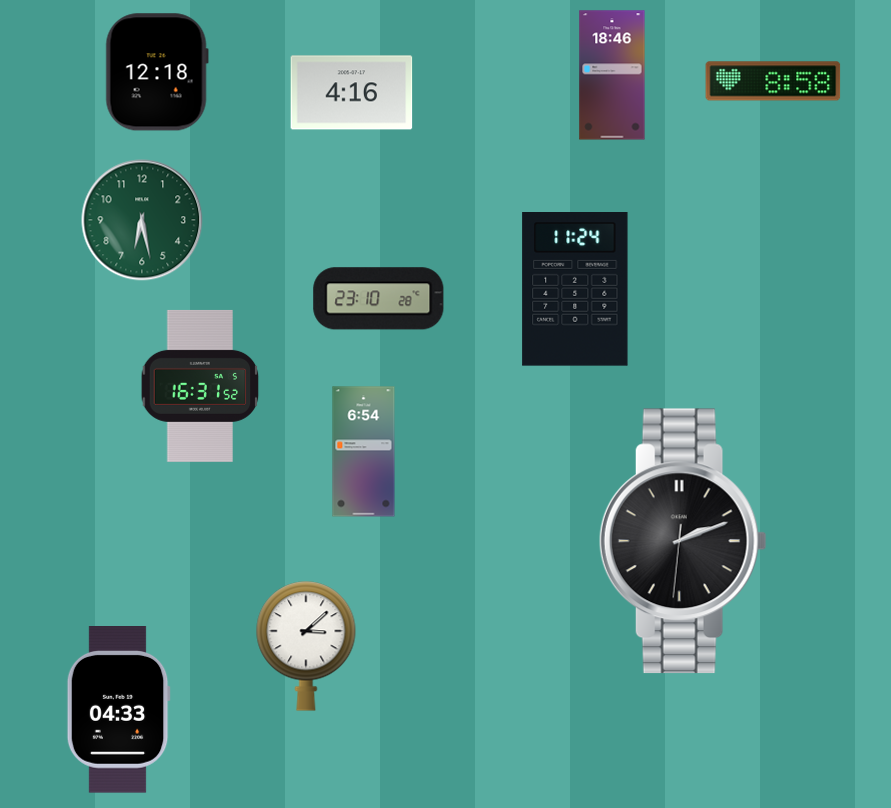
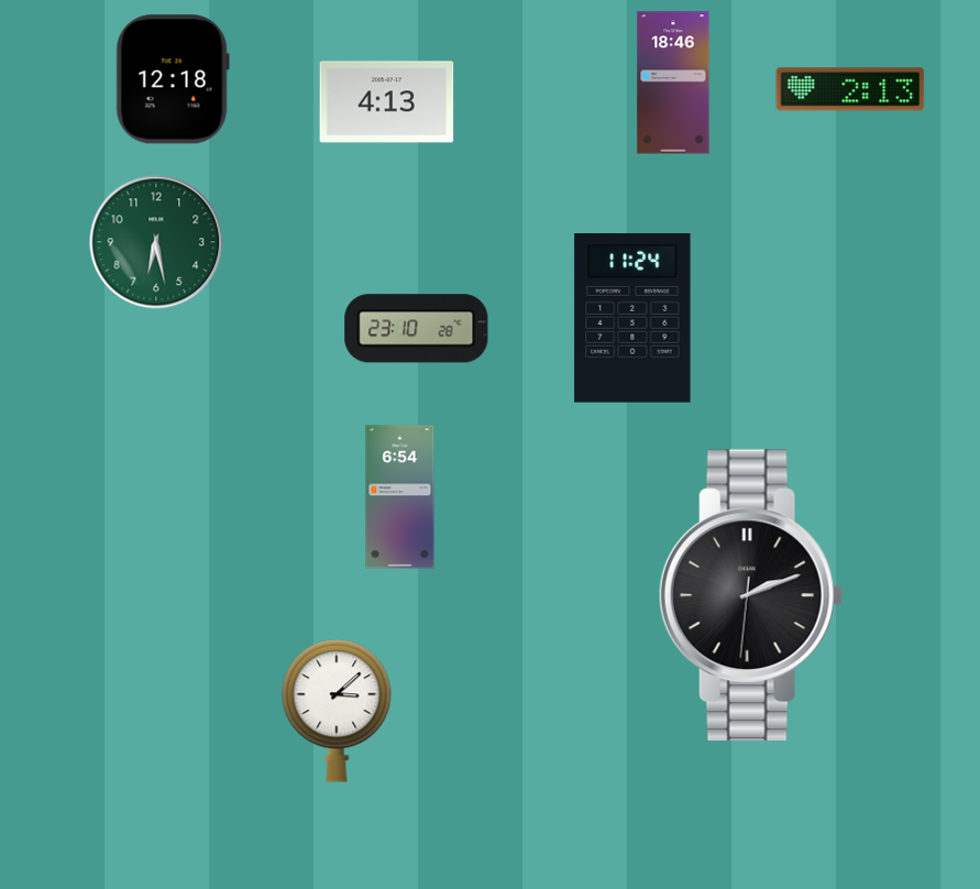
clock at (773, 81): 8:58 -> 2:13
clock at (352, 93): 4:16 -> 4:13
clock at (200, 386): 16:31 -> none
clock at (118, 710): 04:33 -> none
